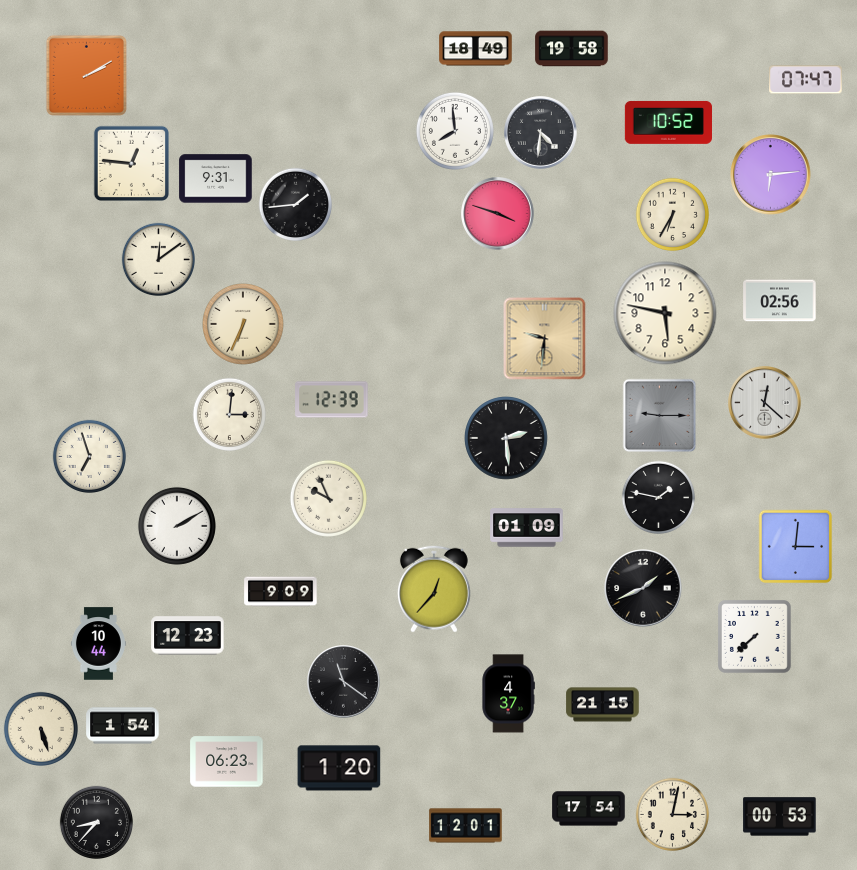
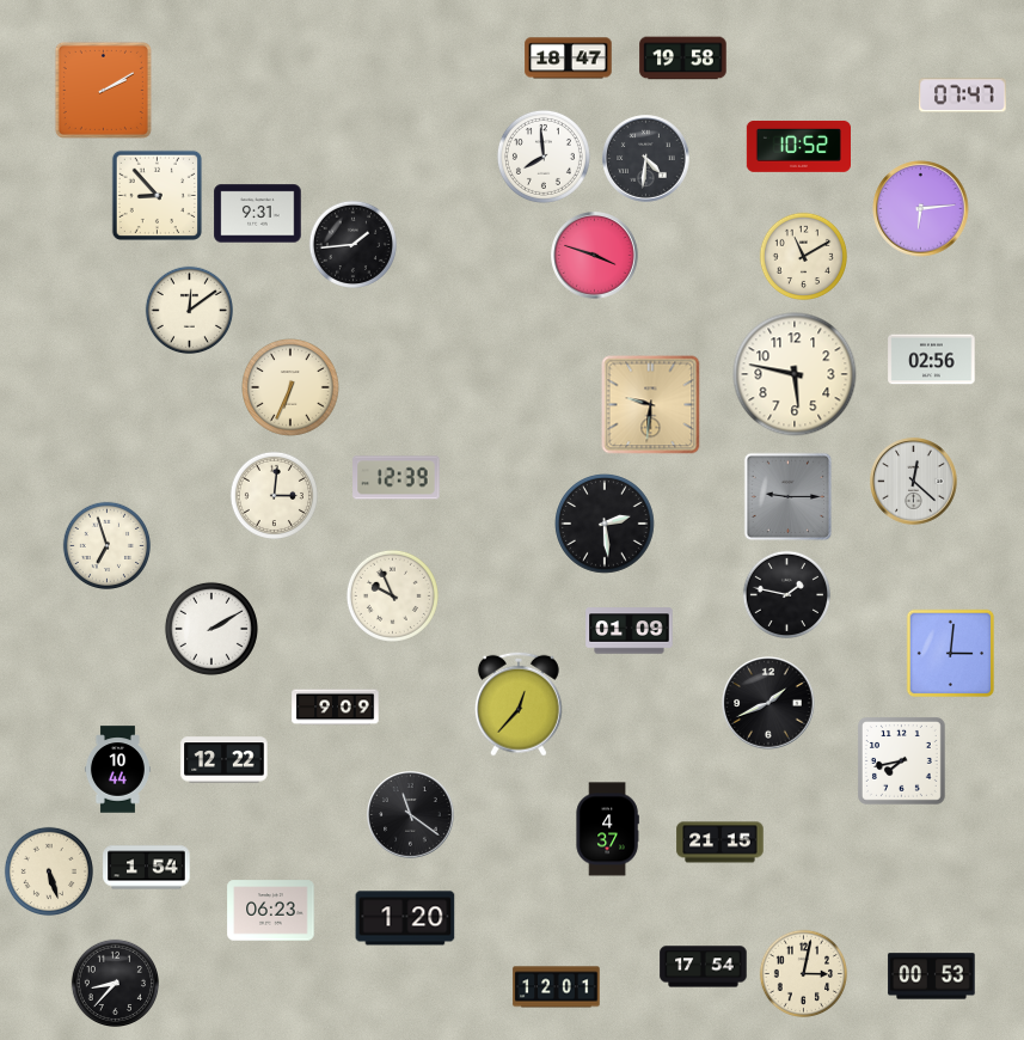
clock at (476, 49): 18:49 -> 18:47
clock at (131, 163): 12:46 -> 8:53
clock at (672, 214): 6:35 -> 11:10
clock at (188, 636): 12:23 -> 12:22
clock at (754, 636): 7:38 -> 7:43
